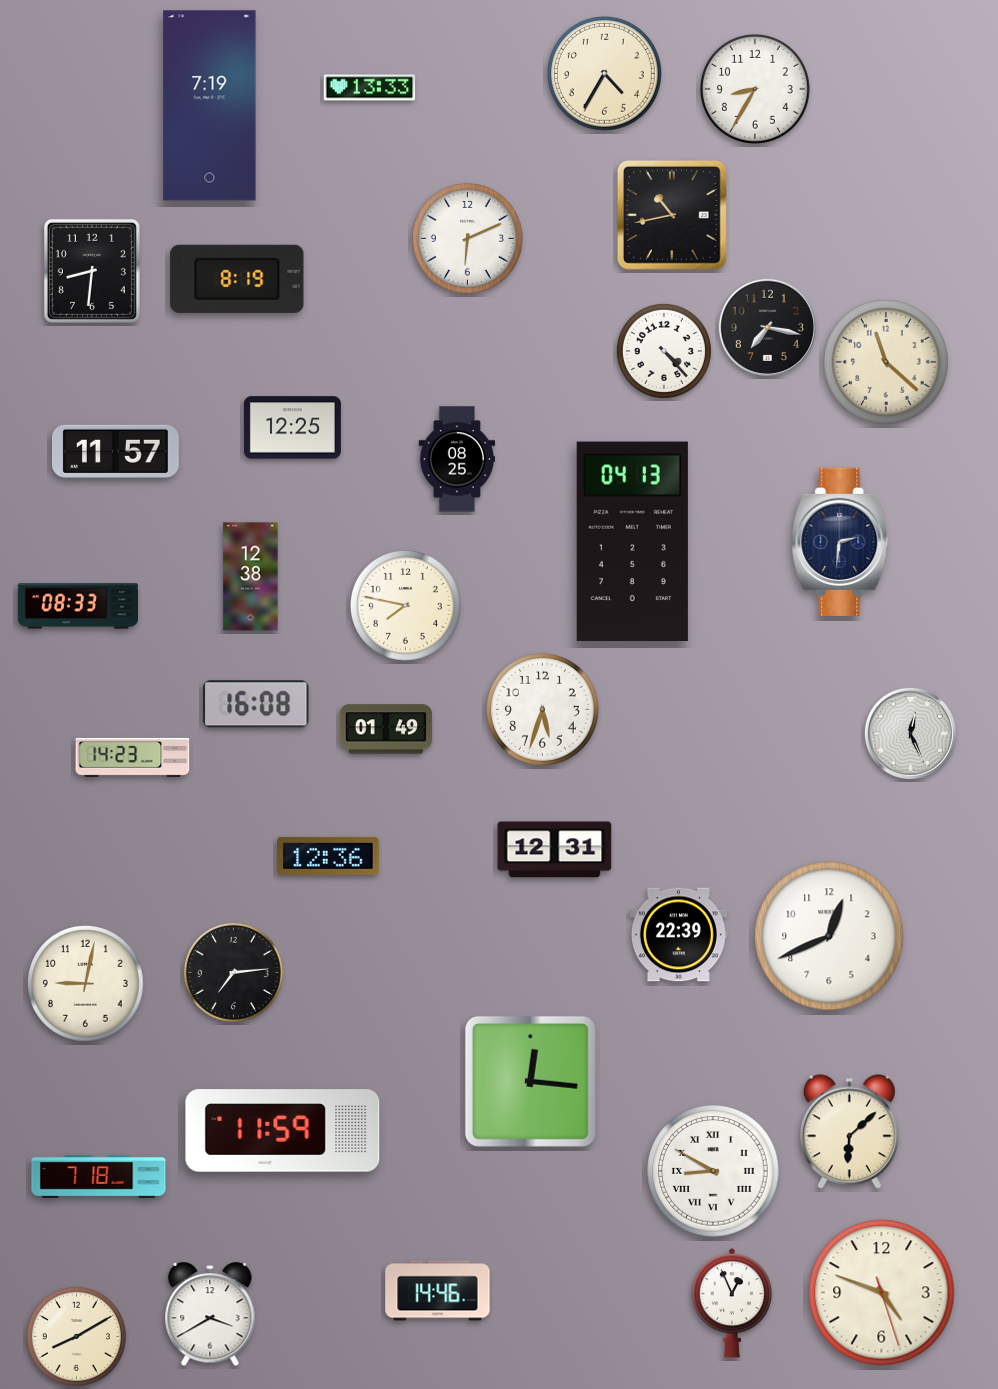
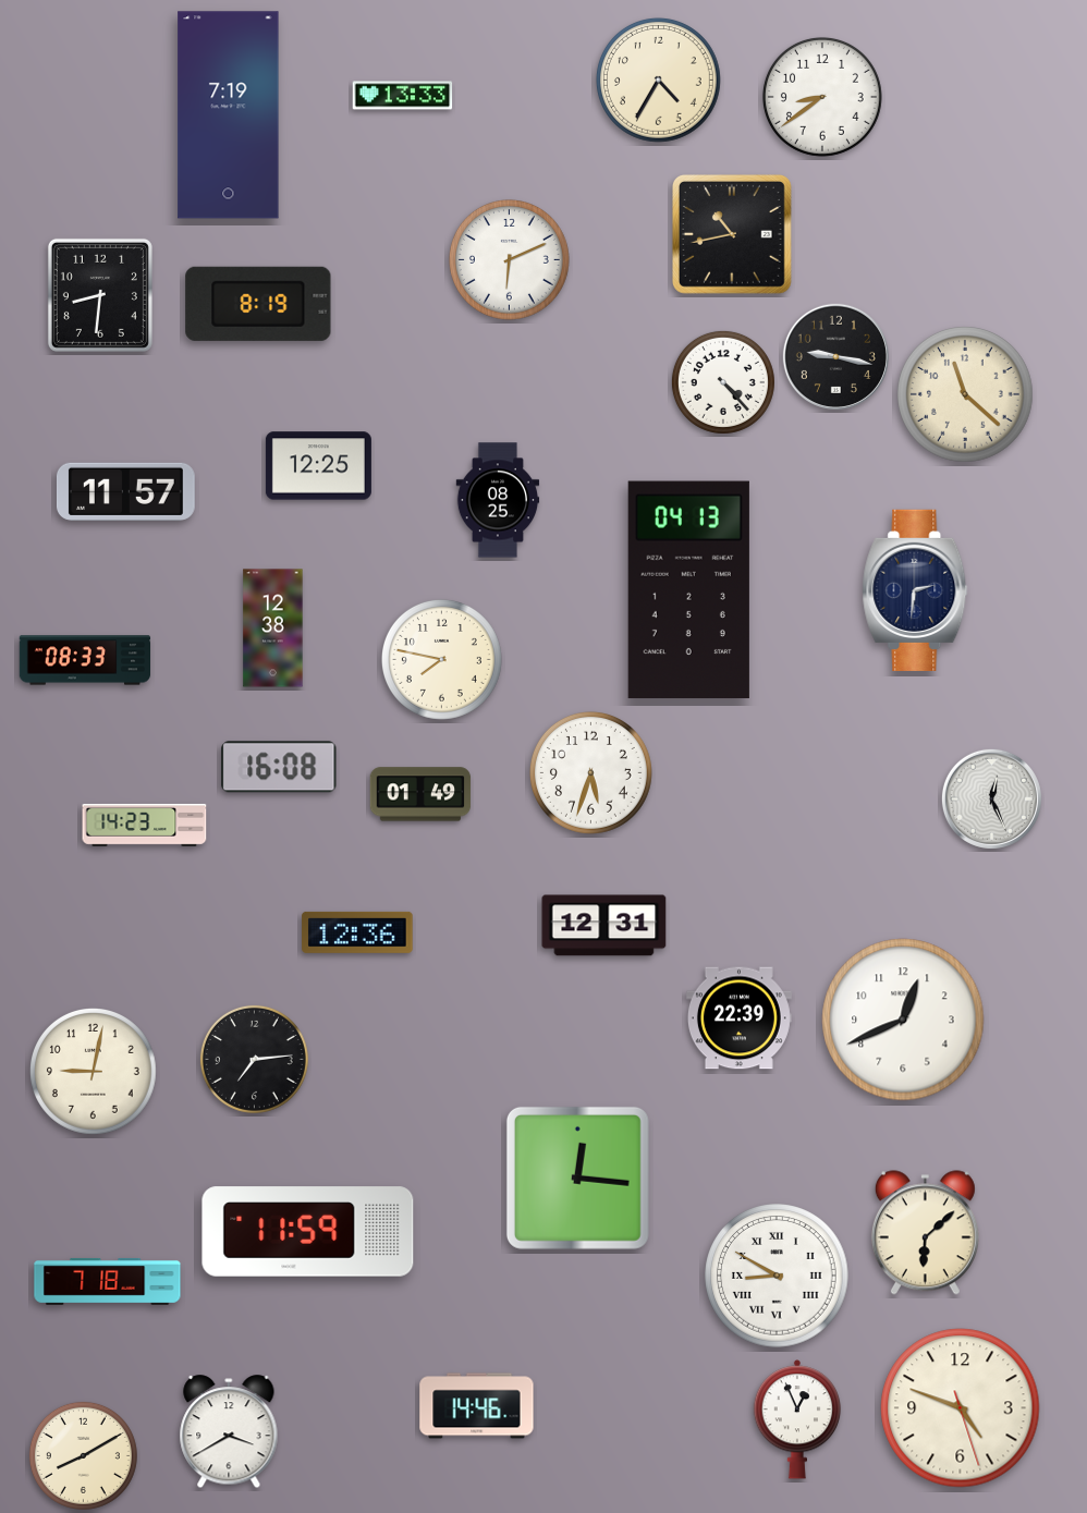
clock at (755, 89): 8:35 -> 8:39
clock at (767, 327): 7:17 -> 9:17
